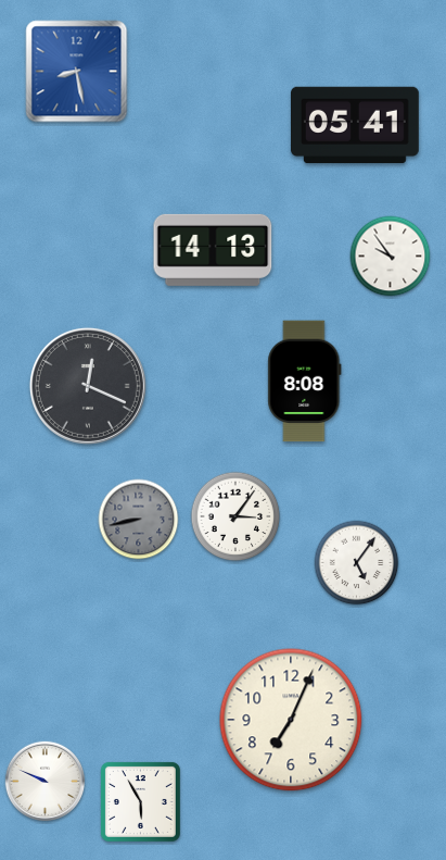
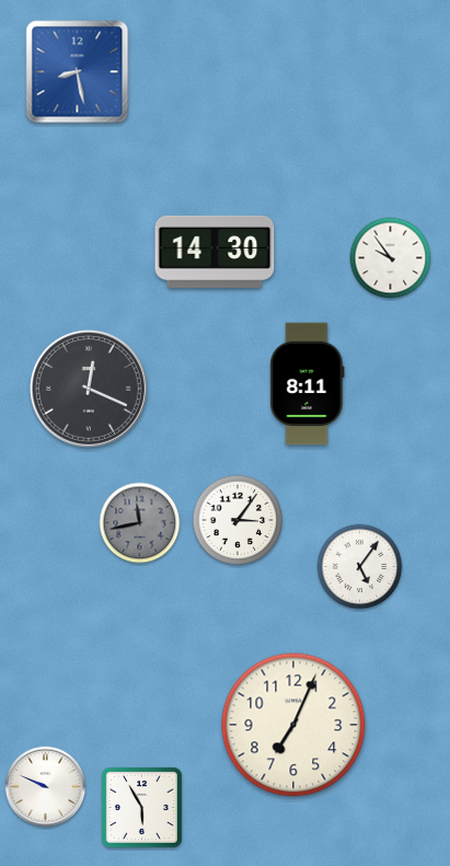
clock at (356, 125): 05:41 -> none
clock at (213, 250): 14:13 -> 14:30
clock at (391, 257) position: (391, 257) -> (391, 258)
clock at (305, 382): 8:08 -> 8:11
clock at (139, 520): 8:43 -> 11:43
